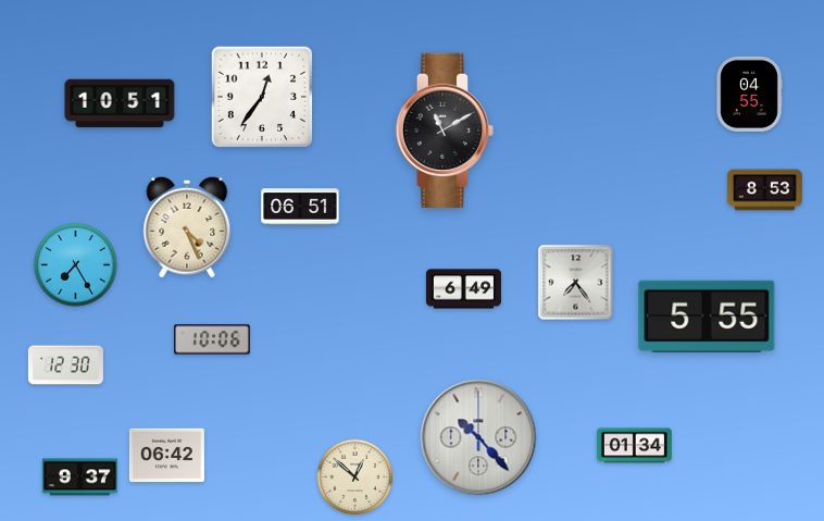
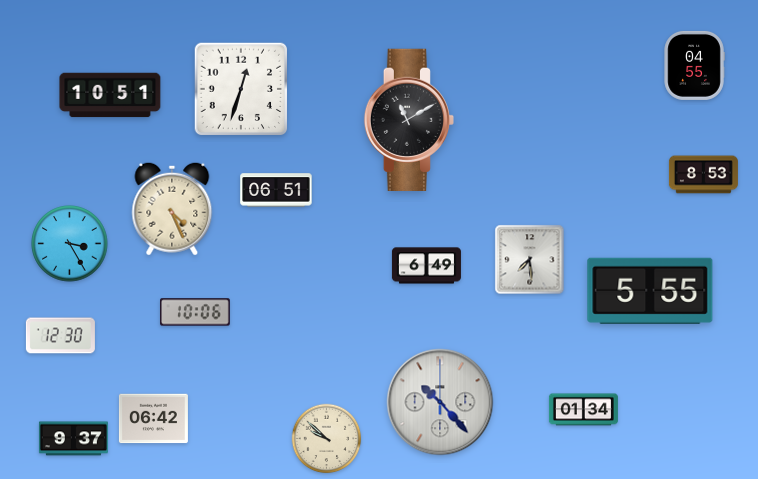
clock at (749, 94) position: (749, 94) -> (694, 65)
clock at (261, 96): 12:36 -> 12:33
clock at (76, 265): 7:25 -> 3:25
clock at (576, 283): 7:24 -> 7:29
clock at (355, 477): 12:52 -> 9:52
